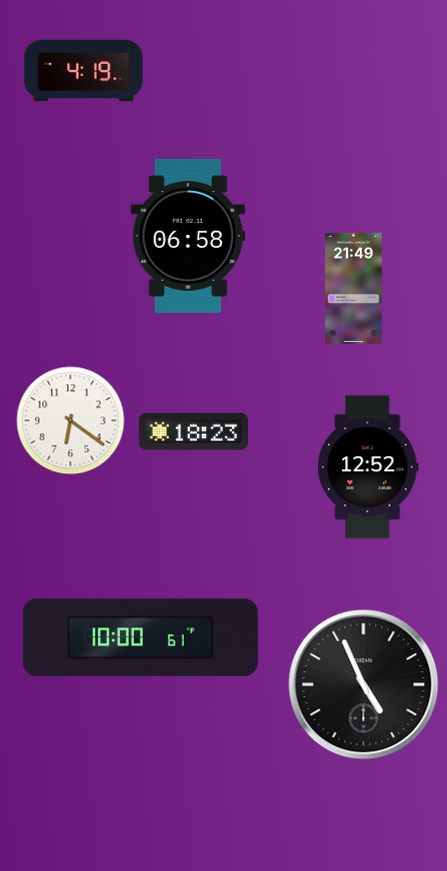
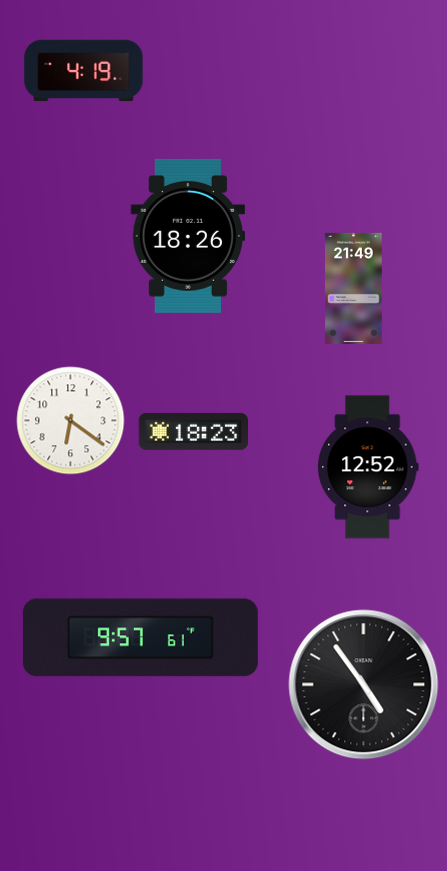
clock at (187, 236): 06:58 -> 18:26
clock at (140, 638): 10:00 -> 9:57
clock at (364, 685): 4:56 -> 4:54
